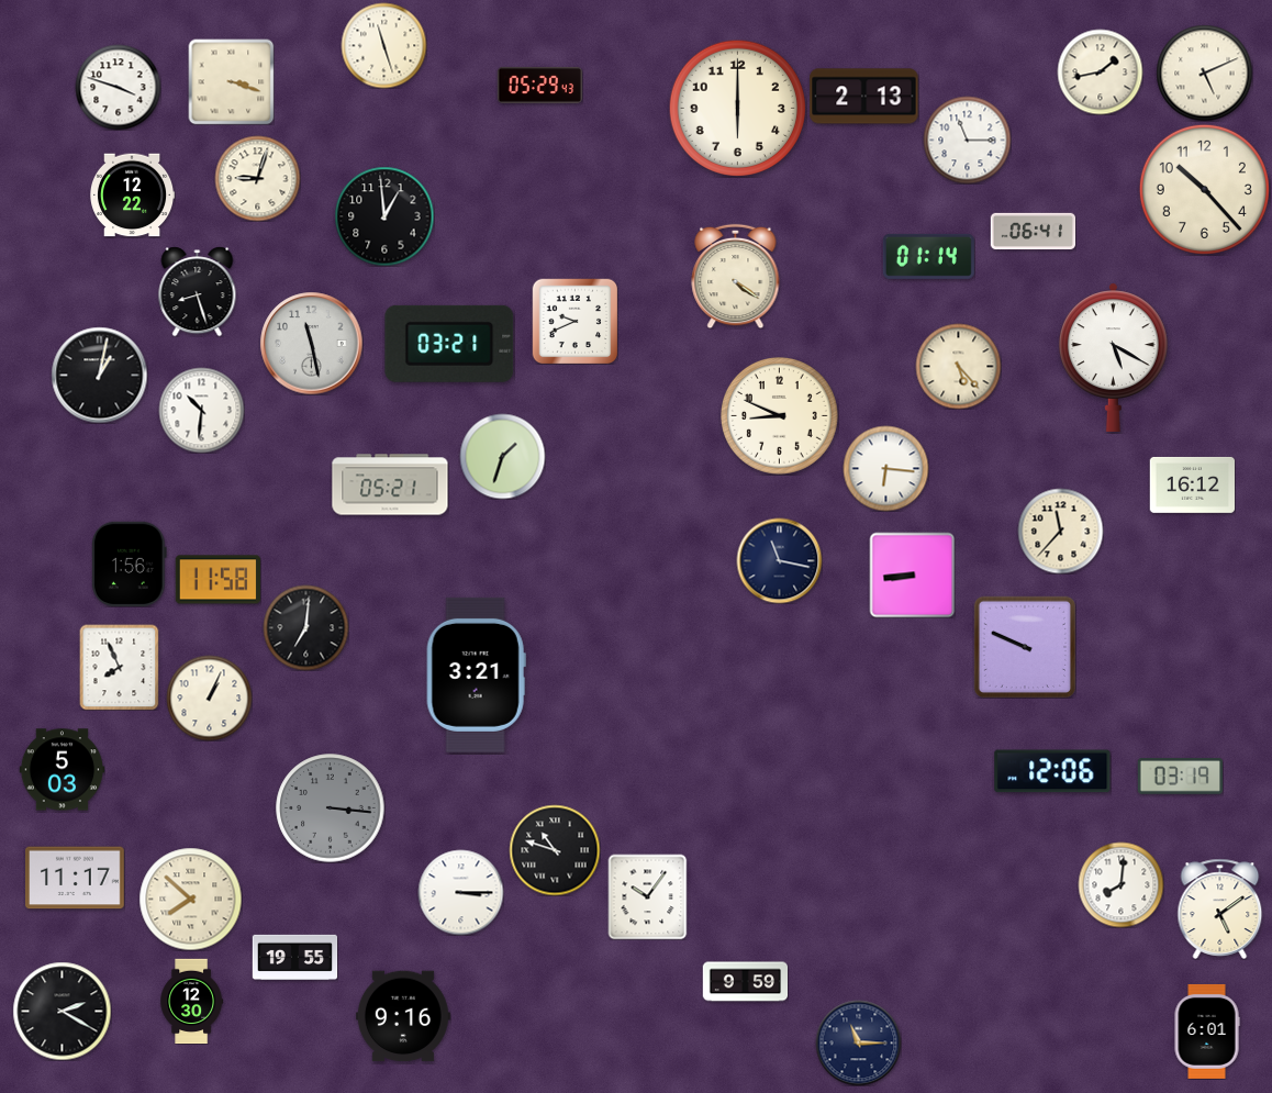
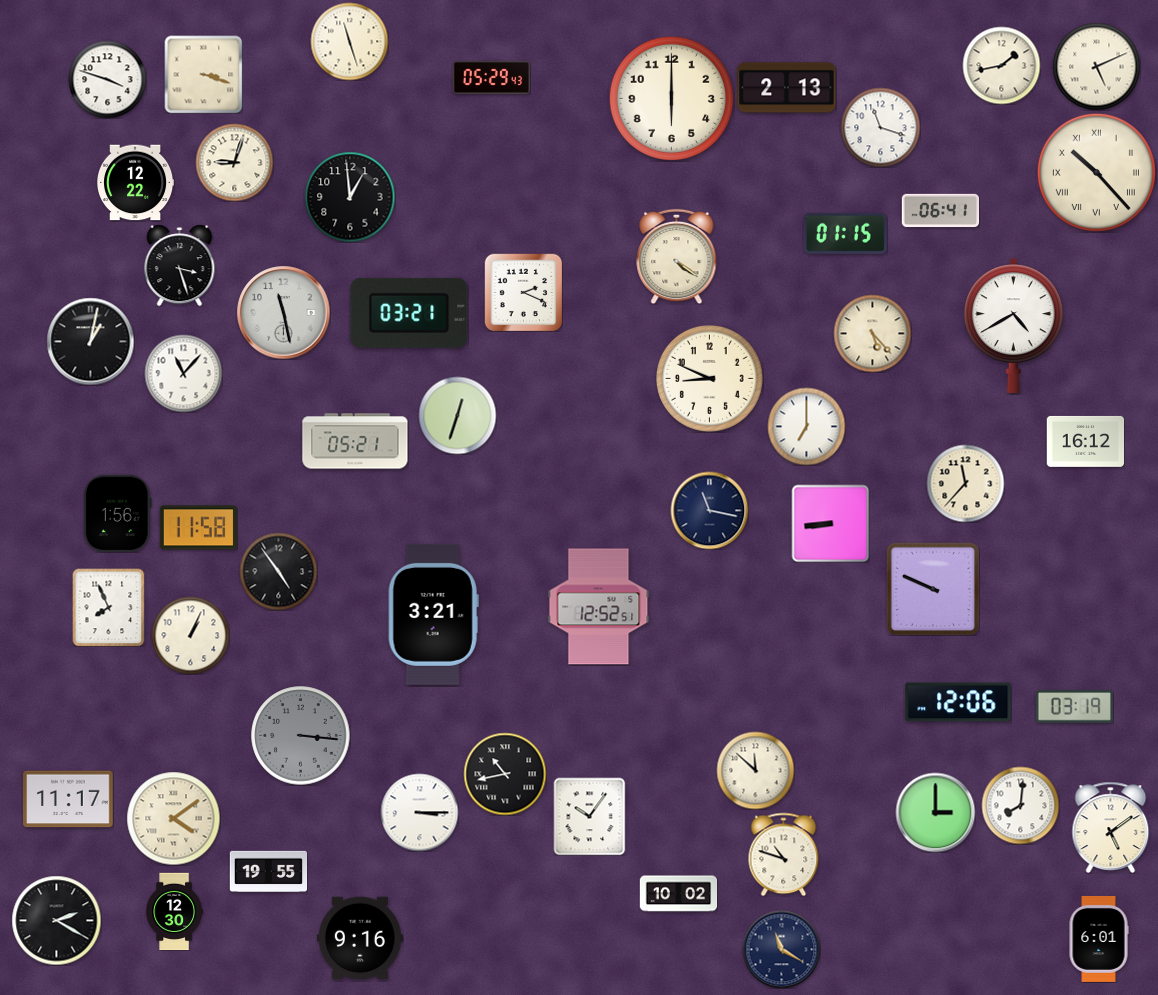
clock at (231, 81) position: (231, 81) -> (203, 74)
clock at (967, 140): 11:15 -> 11:18
clock at (1204, 189) numerals: Arabic -> Roman
clock at (132, 196) position: (132, 196) -> (135, 183)
clock at (928, 256): 01:14 -> 01:15
clock at (736, 276) position: (736, 276) -> (677, 256)
clock at (198, 291): 8:27 -> 3:27
clock at (574, 321): 9:41 -> 2:19
clock at (1113, 357): 5:20 -> 4:40
clock at (201, 410): 10:31 -> 11:07
clock at (502, 456): 1:33 -> 12:33
clock at (885, 468): 6:16 -> 7:00
clock at (305, 627): 7:01 -> 4:54
clock at (599, 607): none -> 12:52
clock at (62, 770): 5:03 -> none
clock at (755, 770): none -> 11:52
clock at (555, 850): 10:48 -> 10:43
clock at (935, 812): none -> 3:00
clock at (190, 899): 7:52 -> 4:09
clock at (784, 854): none -> 10:48
clock at (745, 982): 9:59 -> 10:02
clock at (403, 1016) position: (403, 1016) -> (360, 938)
clock at (858, 1042): 11:15 -> 11:20
